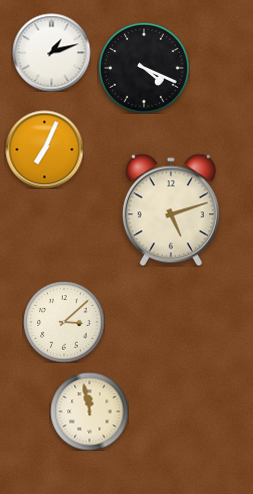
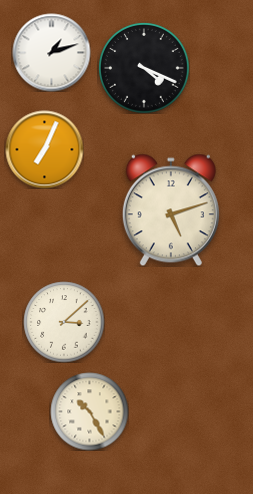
clock at (89, 411): 11:58 -> 10:25
